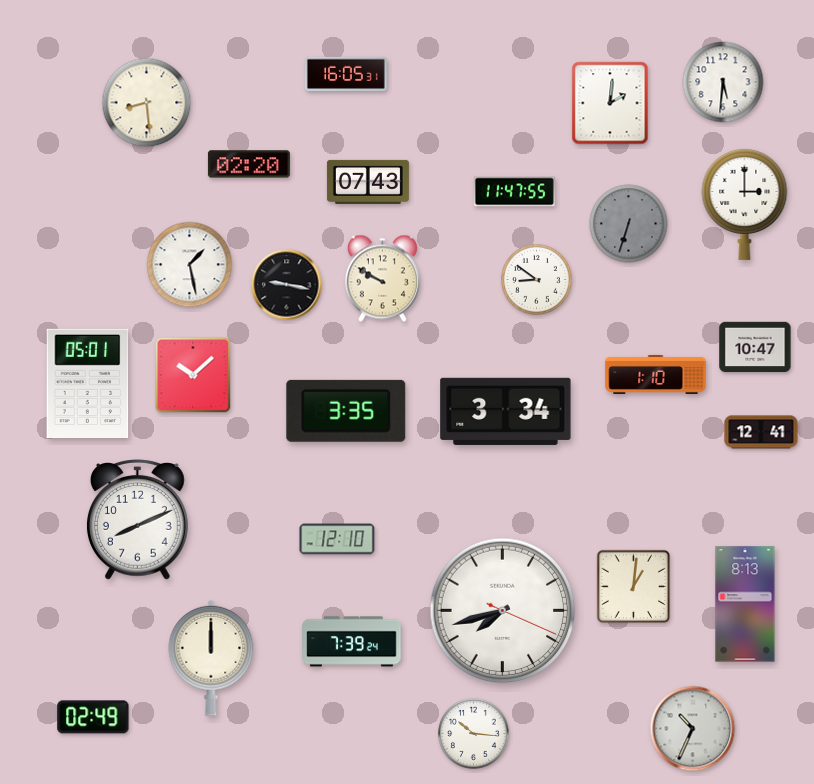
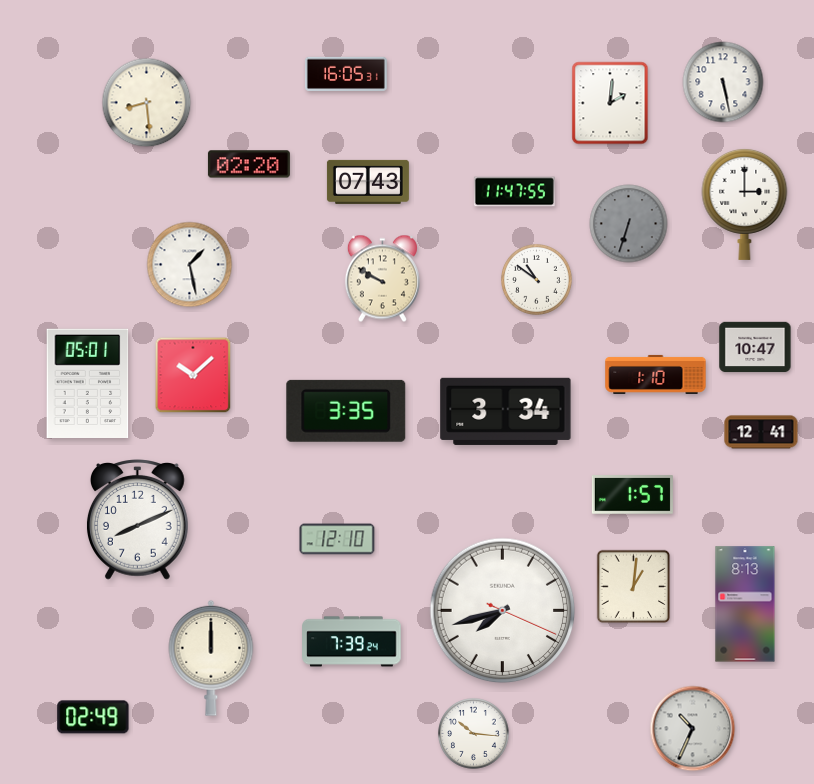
clock at (723, 82): 5:31 -> 5:28
clock at (537, 280): 8:51 -> 10:51
clock at (287, 285): 9:17 -> none
clock at (632, 495): none -> 1:57
